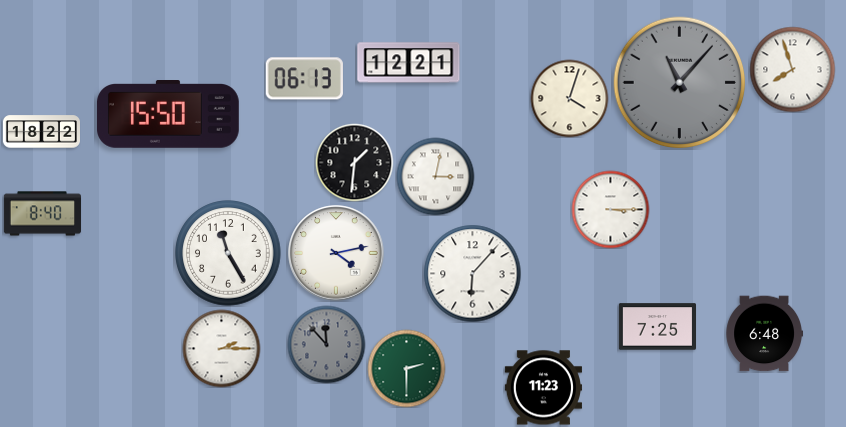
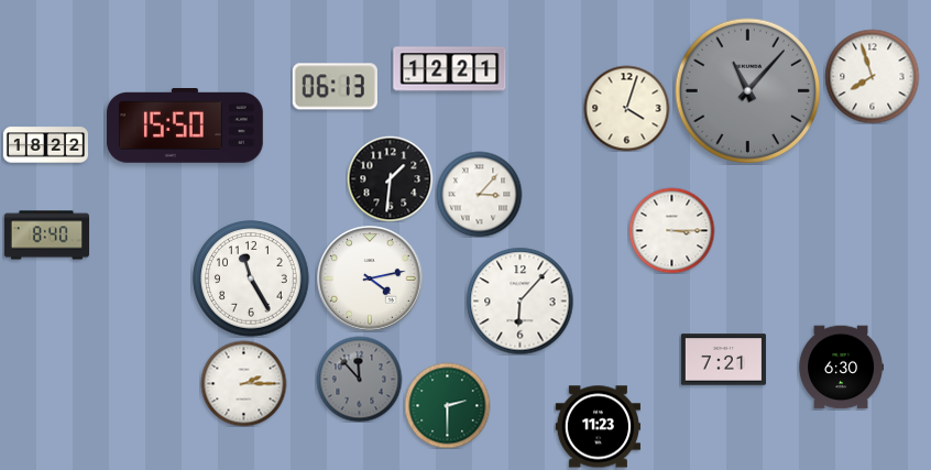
clock at (435, 176): 3:02 -> 3:07
clock at (657, 327): 7:25 -> 7:21
clock at (764, 334): 6:48 -> 6:30
